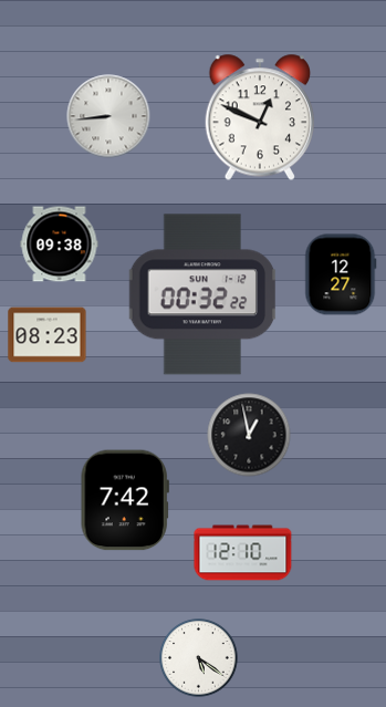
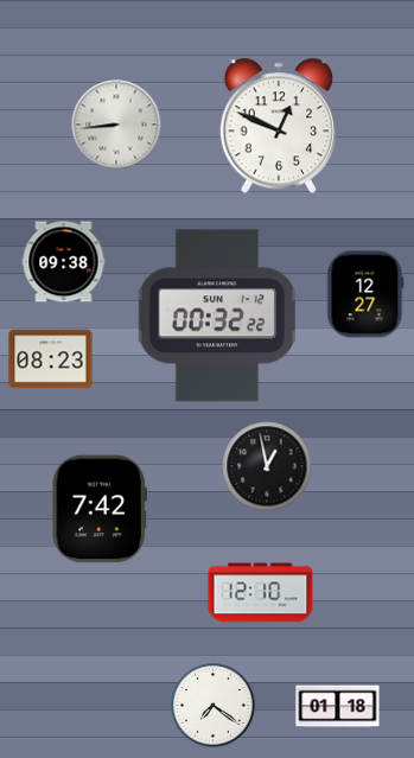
clock at (125, 500) position: (125, 500) -> (100, 509)
clock at (199, 658): 5:21 -> 7:21
clock at (338, 707): none -> 01:18
